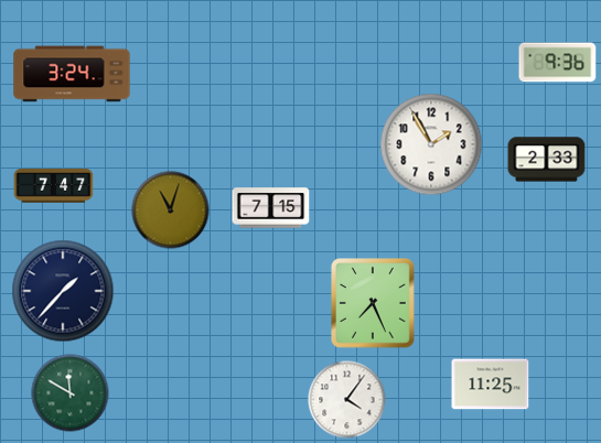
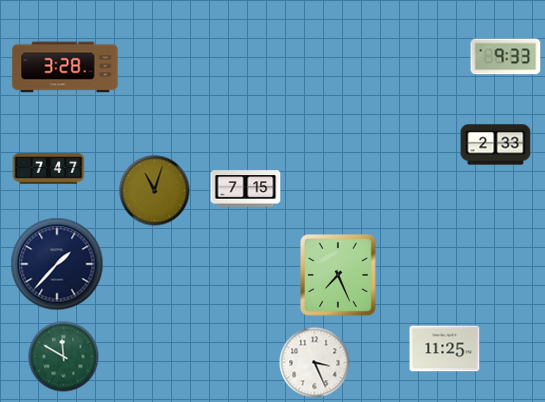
clock at (558, 63): 9:36 -> 9:33
clock at (72, 74): 3:24 -> 3:28
clock at (431, 144): 1:55 -> none
clock at (347, 400): 4:06 -> 3:26
